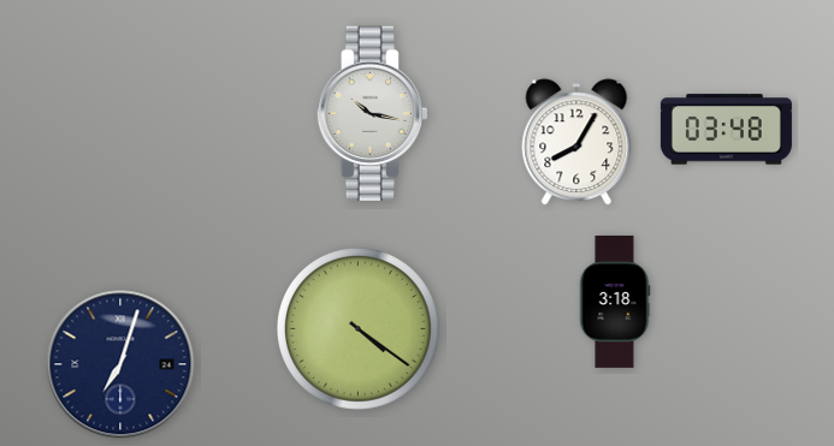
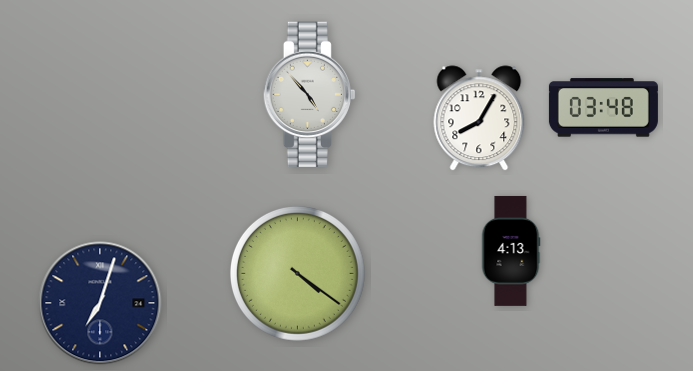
clock at (372, 114): 10:17 -> 4:53
clock at (615, 302): 3:18 -> 4:13
